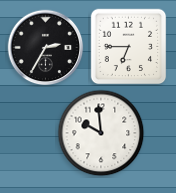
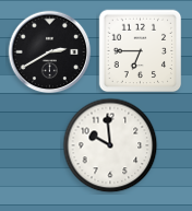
clock at (46, 48): 2:35 -> 2:40
